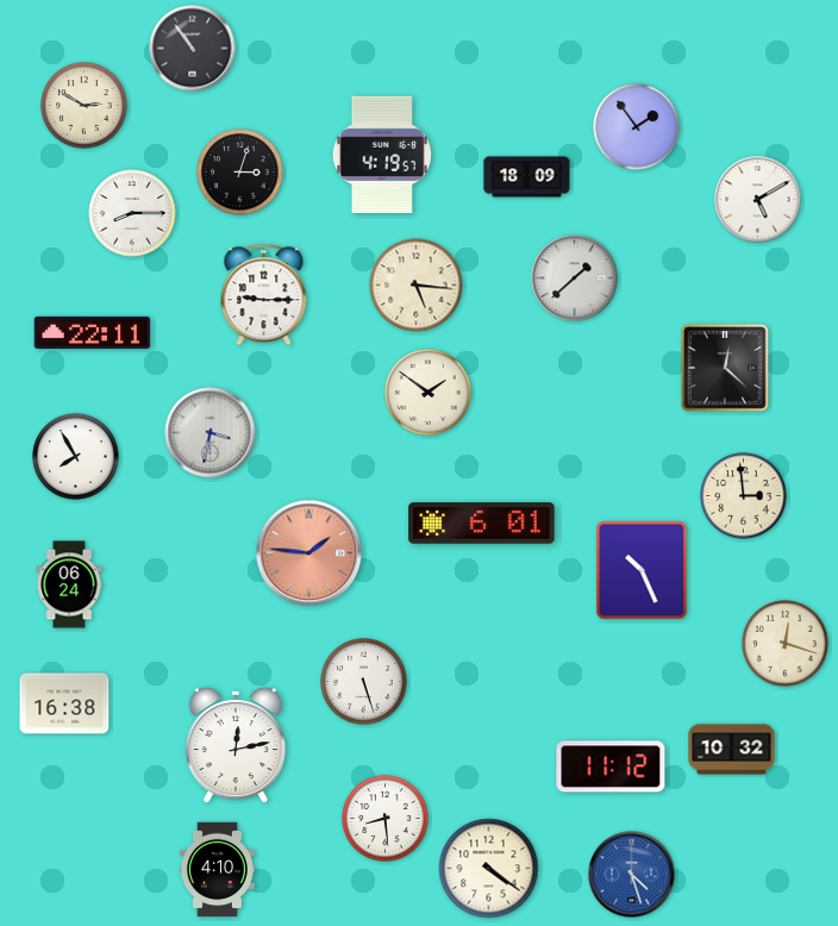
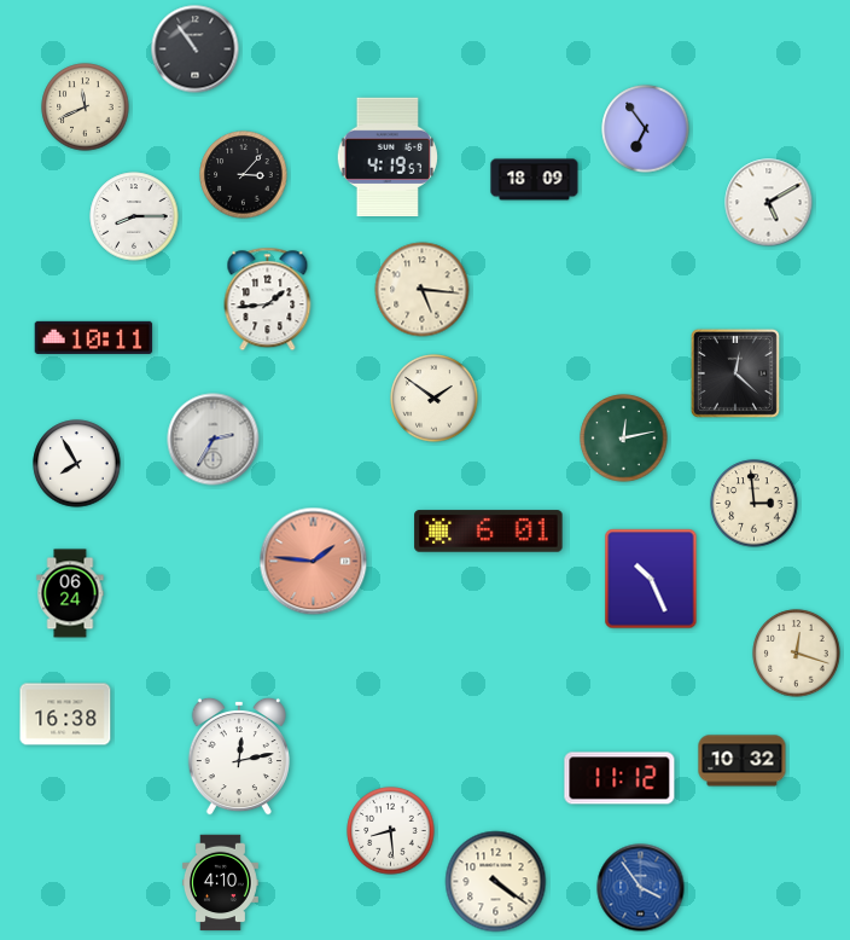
clock at (85, 106): 2:50 -> 11:41
clock at (637, 127): 1:54 -> 6:54
clock at (240, 173): 3:03 -> 3:07
clock at (575, 279): 1:38 -> none
clock at (264, 295): 9:15 -> 1:44
clock at (93, 332): 22:11 -> 10:11
clock at (624, 439): none -> 12:13
clock at (211, 433): 3:32 -> 2:35
clock at (364, 682): 5:27 -> none
clock at (632, 875): 4:27 -> 3:54
